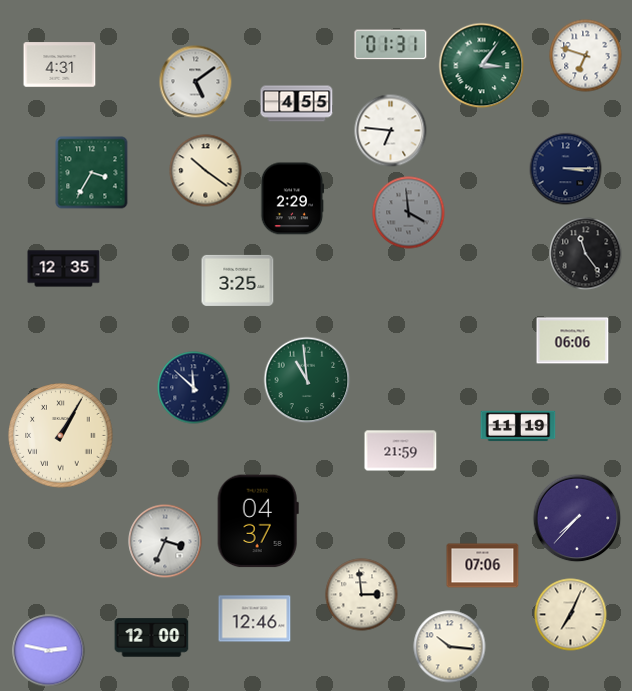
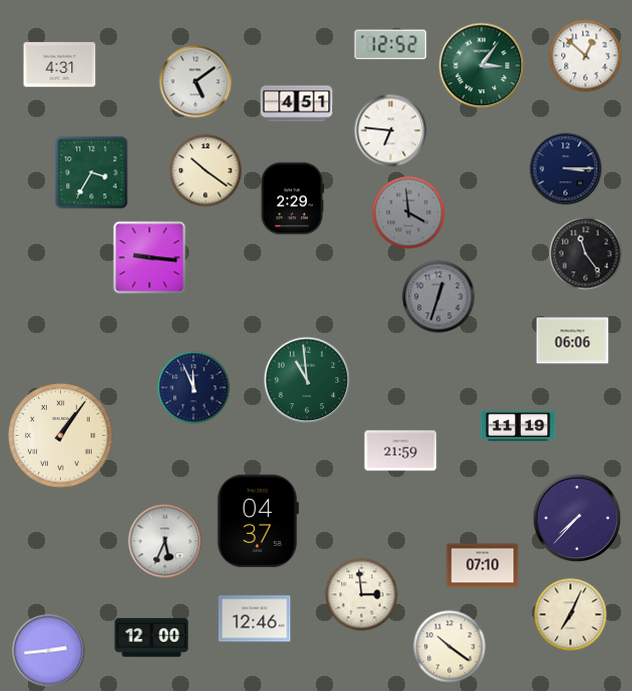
clock at (391, 45): 01:31 -> 12:52
clock at (586, 56): 6:48 -> 12:52
clock at (297, 104): 4:55 -> 4:51
clock at (150, 258): none -> 9:16
clock at (64, 269): 12:35 -> none
clock at (238, 280): 3:25 -> none
clock at (439, 297): none -> 12:33
clock at (194, 388): 11:52 -> 11:56
clock at (61, 436): 1:05 -> 1:06
clock at (165, 541): 3:34 -> 5:34
clock at (483, 566): 07:06 -> 07:10
clock at (450, 647): 10:16 -> 10:21
clock at (49, 651): 2:47 -> 2:44
